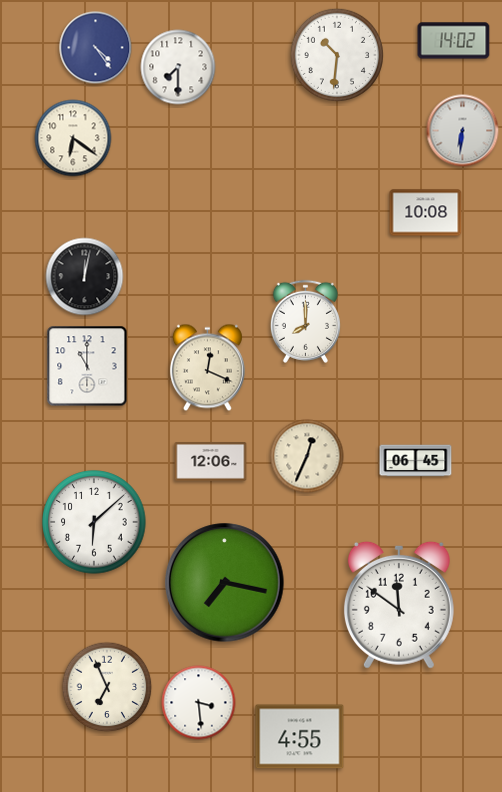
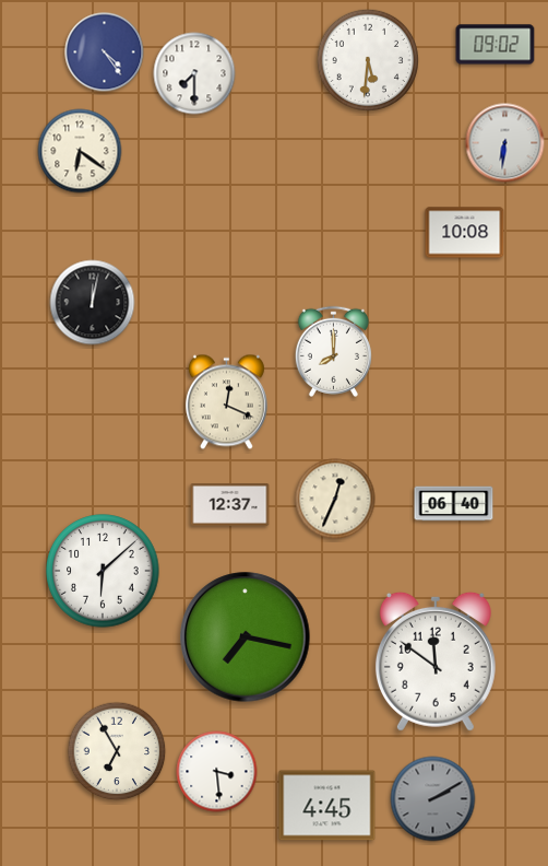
clock at (454, 41): 14:02 -> 09:02
clock at (336, 54): 10:31 -> 5:31
clock at (87, 366): 11:00 -> none
clock at (416, 461): 06:45 -> 06:40
clock at (211, 462): 12:06 -> 12:37
clock at (107, 687): 6:56 -> 6:55
clock at (199, 703) position: (199, 703) -> (217, 772)
clock at (433, 799): none -> 2:10
clock at (300, 737): 4:55 -> 4:45
